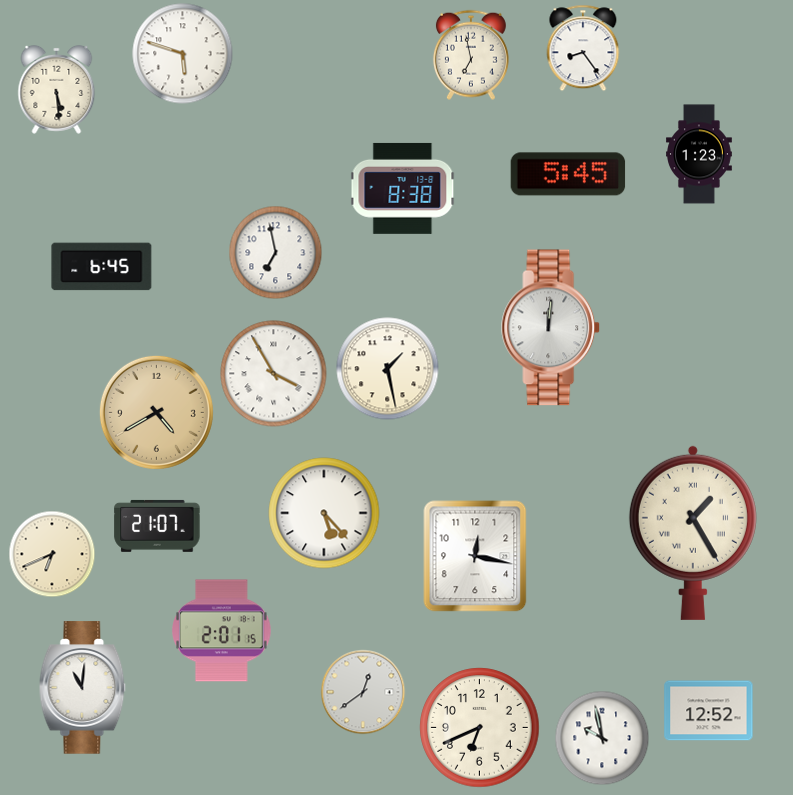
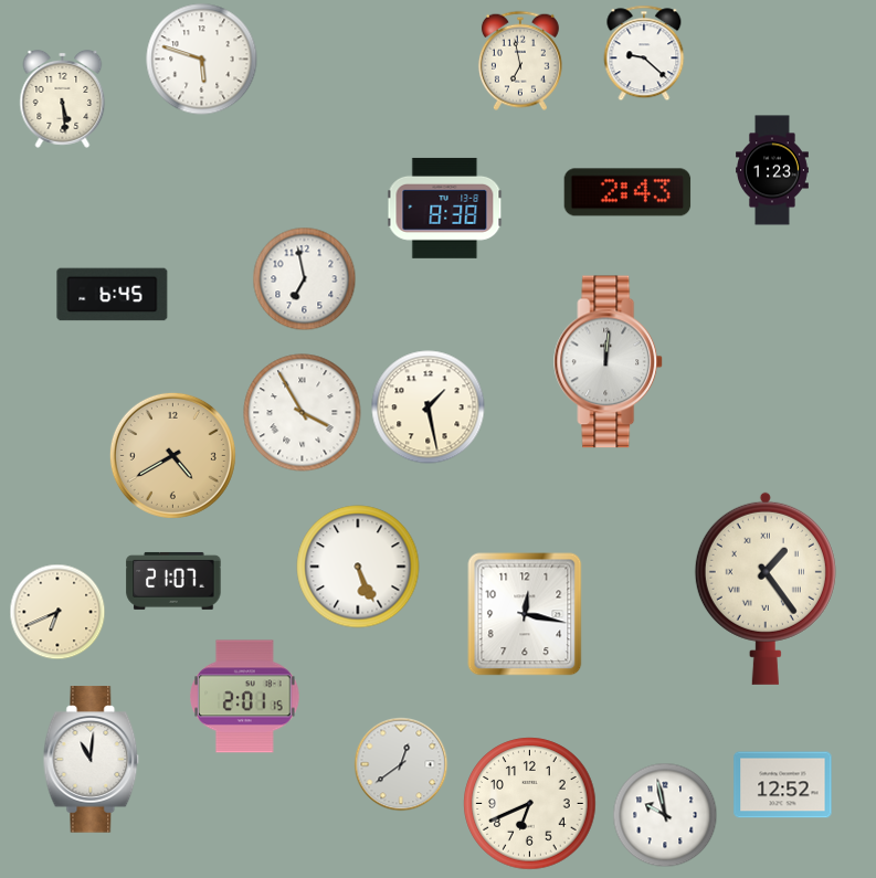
clock at (583, 48): 8:24 -> 9:22
clock at (568, 174): 5:45 -> 2:43
clock at (324, 513): 5:23 -> 5:26
clock at (693, 533): 1:25 -> 1:24
